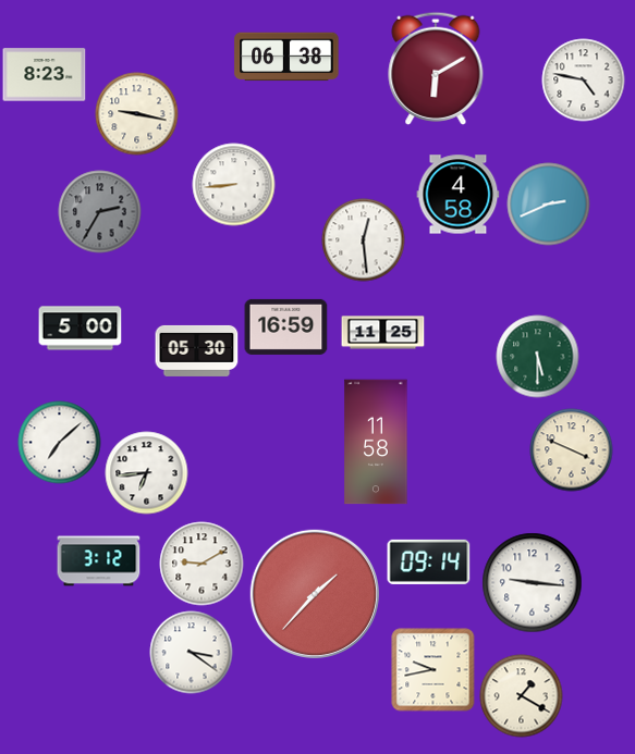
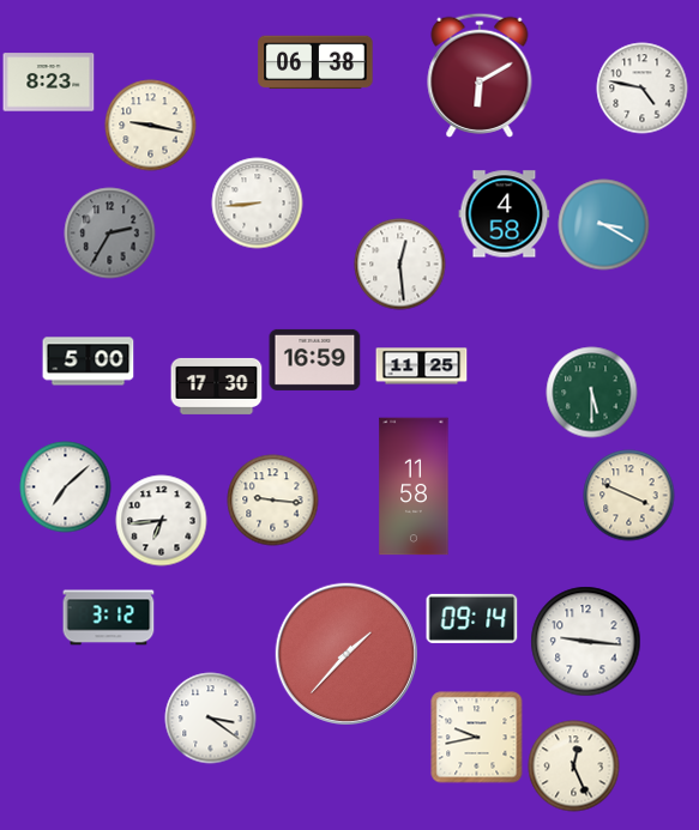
clock at (549, 205): 2:41 -> 3:20
clock at (197, 350): 05:30 -> 17:30
clock at (273, 501): none -> 9:16
clock at (202, 564): 9:10 -> none
clock at (522, 696): 1:20 -> 12:26
